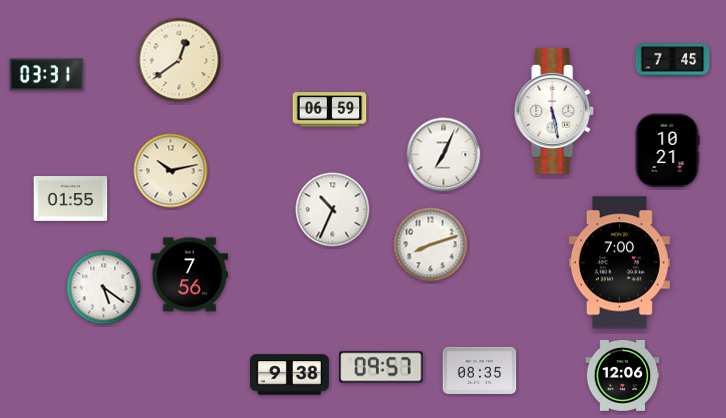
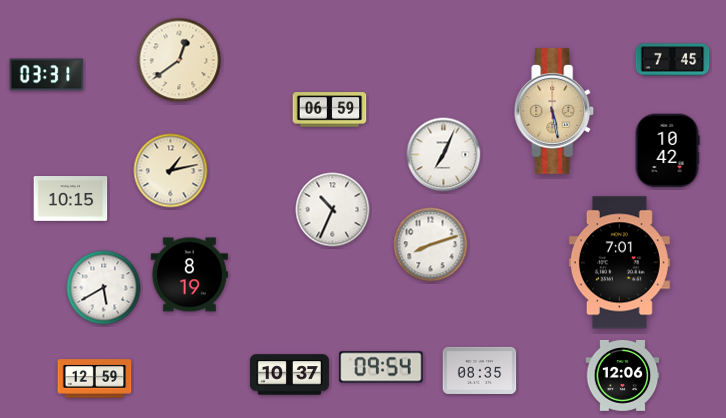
clock at (555, 112) dial: white -> champagne
clock at (667, 151): 10:21 -> 10:42
clock at (171, 171): 10:13 -> 1:13
clock at (71, 199): 01:55 -> 10:15
clock at (619, 263): 7:00 -> 7:01
clock at (189, 275): 7:56 -> 8:19
clock at (104, 288): 5:21 -> 5:40
clock at (381, 367): 09:57 -> 09:54
clock at (289, 375): 9:38 -> 10:37
clock at (95, 379): none -> 12:59
